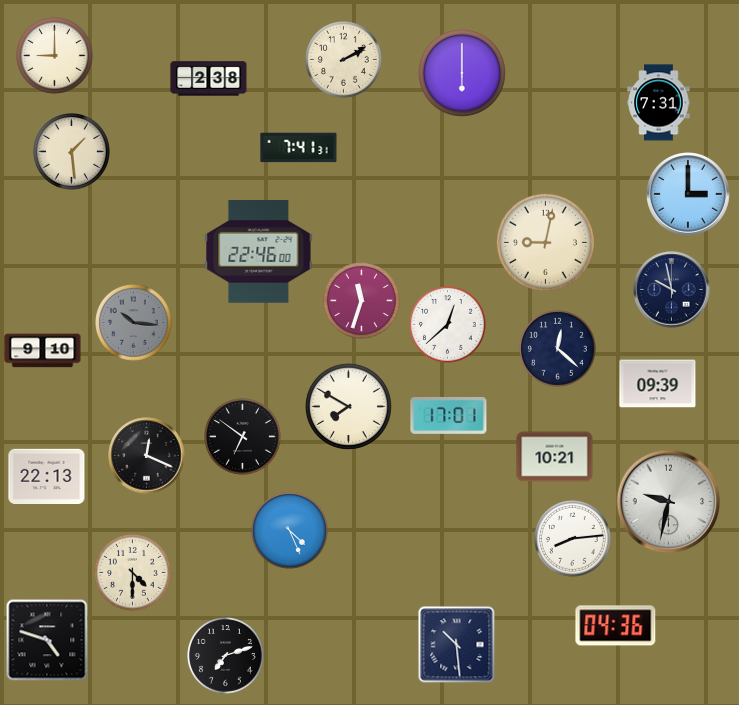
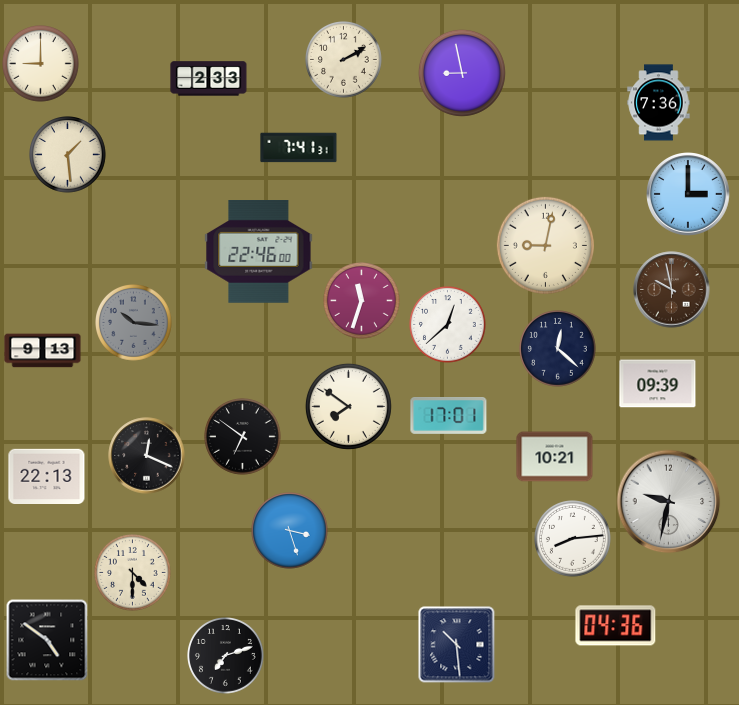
clock at (55, 56) position: (55, 56) -> (41, 64)
clock at (462, 73): 6:00 -> 8:58
clock at (209, 79): 2:38 -> 2:33
clock at (659, 103): 7:31 -> 7:36
clock at (72, 152) position: (72, 152) -> (68, 155)
clock at (545, 242) position: (545, 242) -> (545, 245)
clock at (672, 290) dial: navy -> brown
clock at (43, 351): 9:10 -> 9:13
clock at (348, 406): 7:50 -> 7:51
clock at (290, 531): 4:26 -> 3:27
clock at (47, 640): 4:48 -> 4:51
